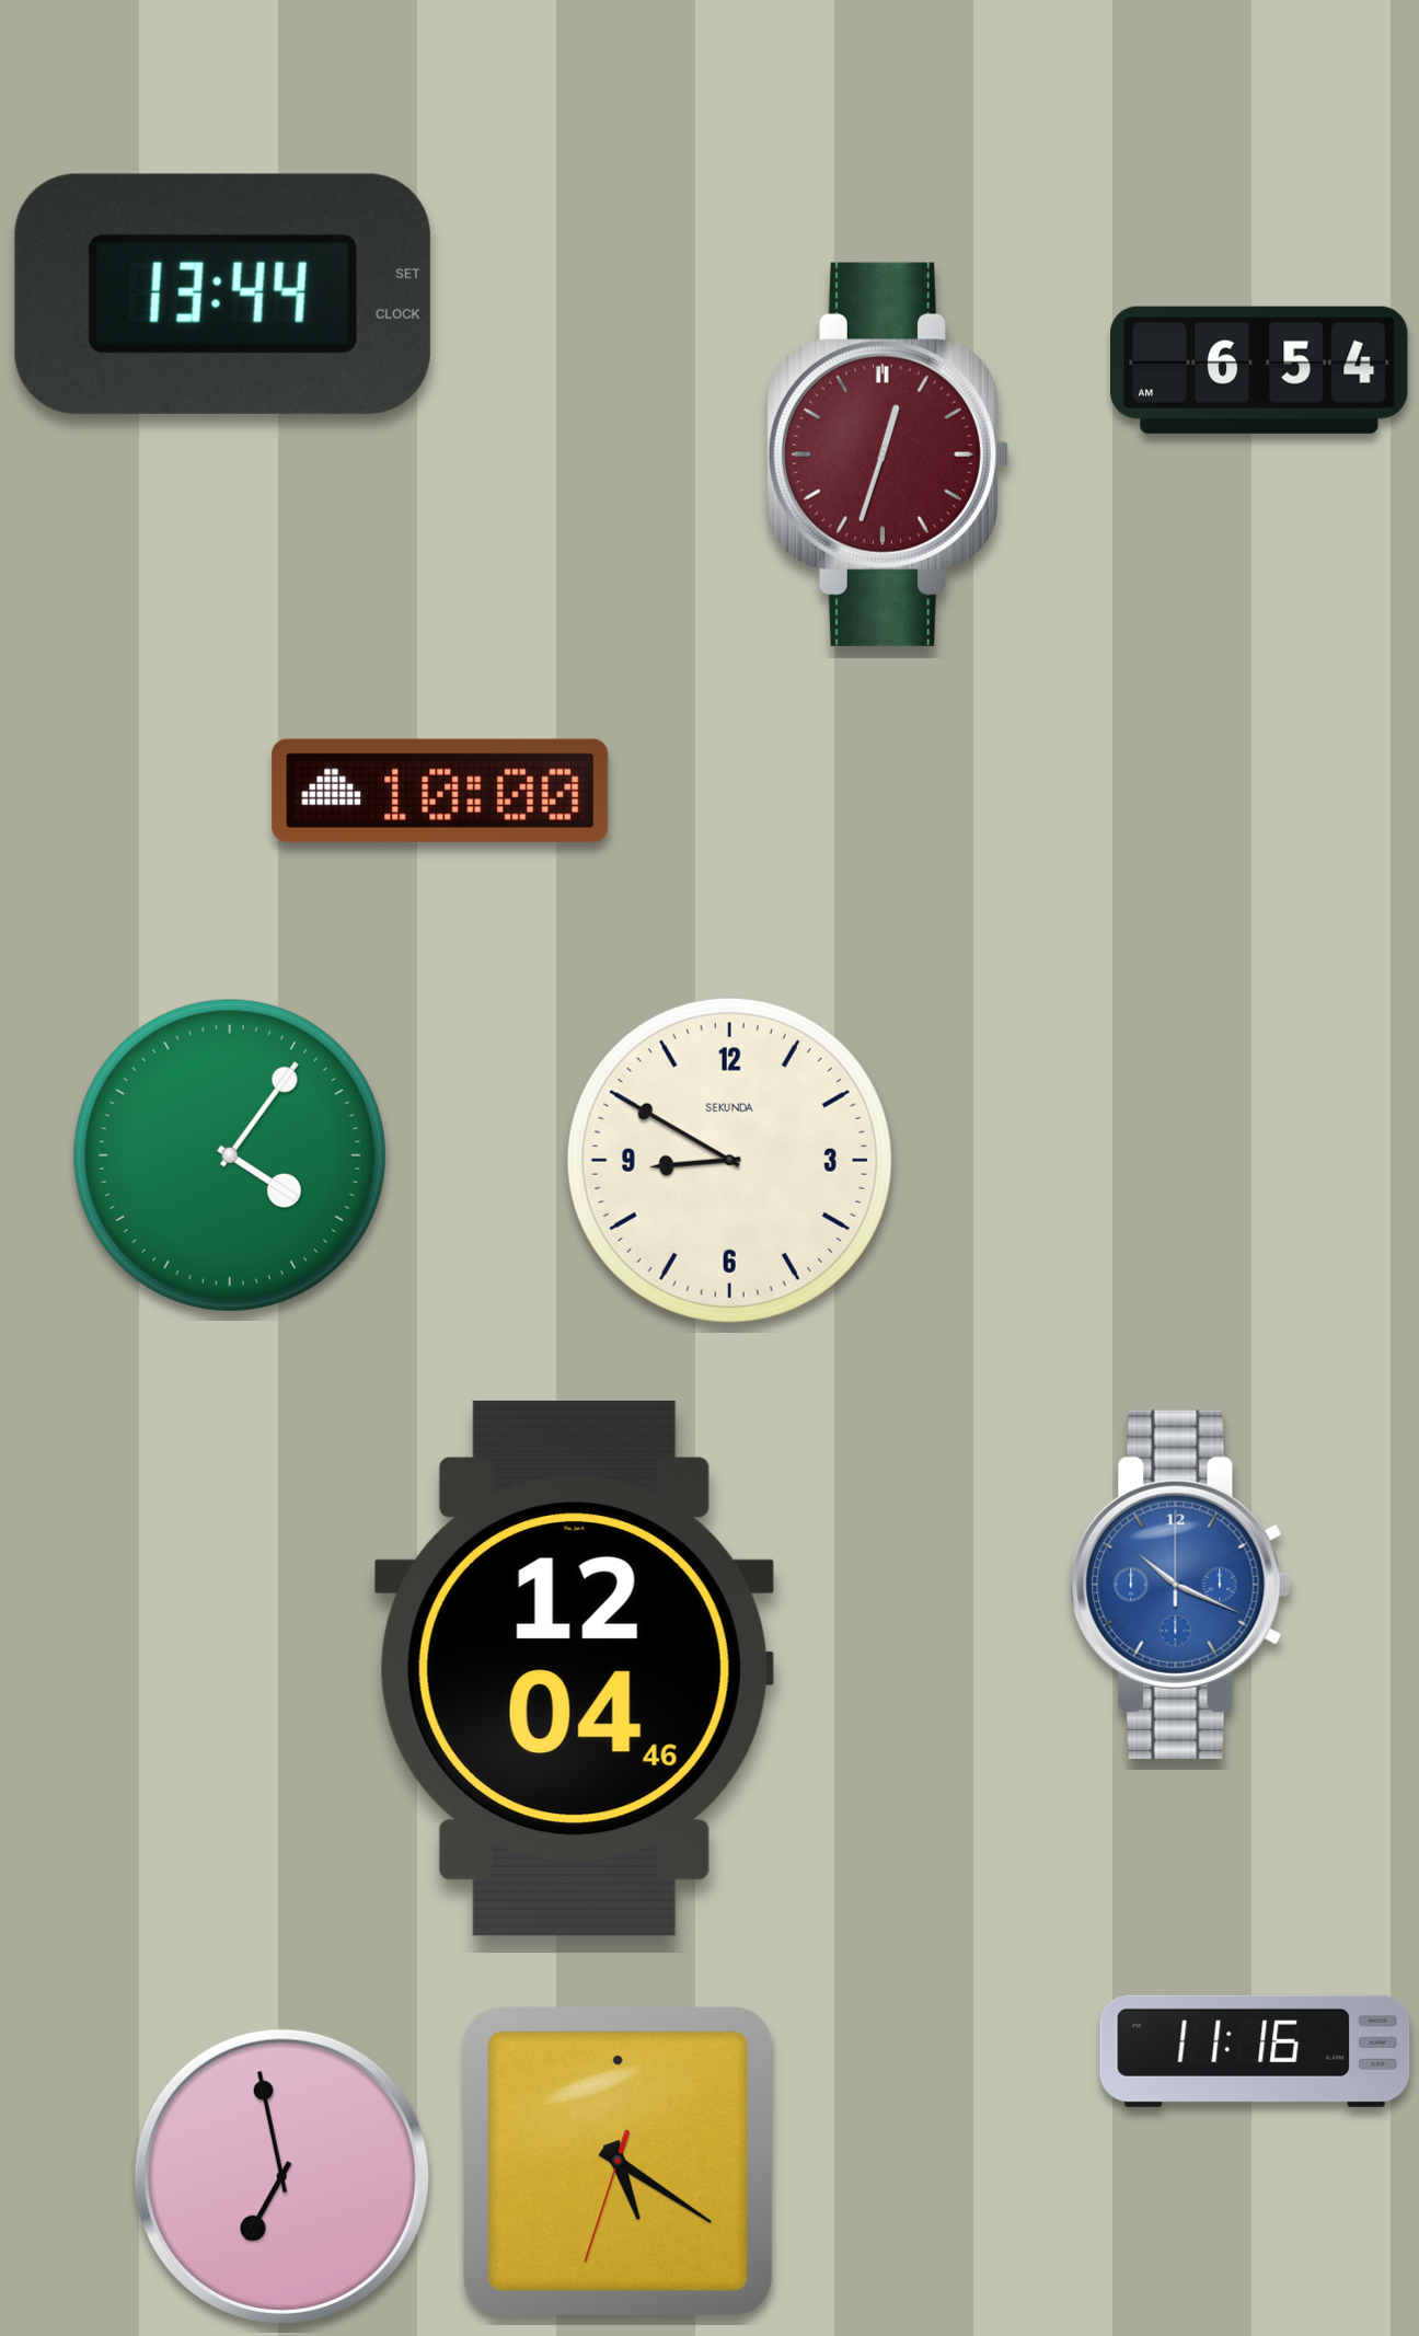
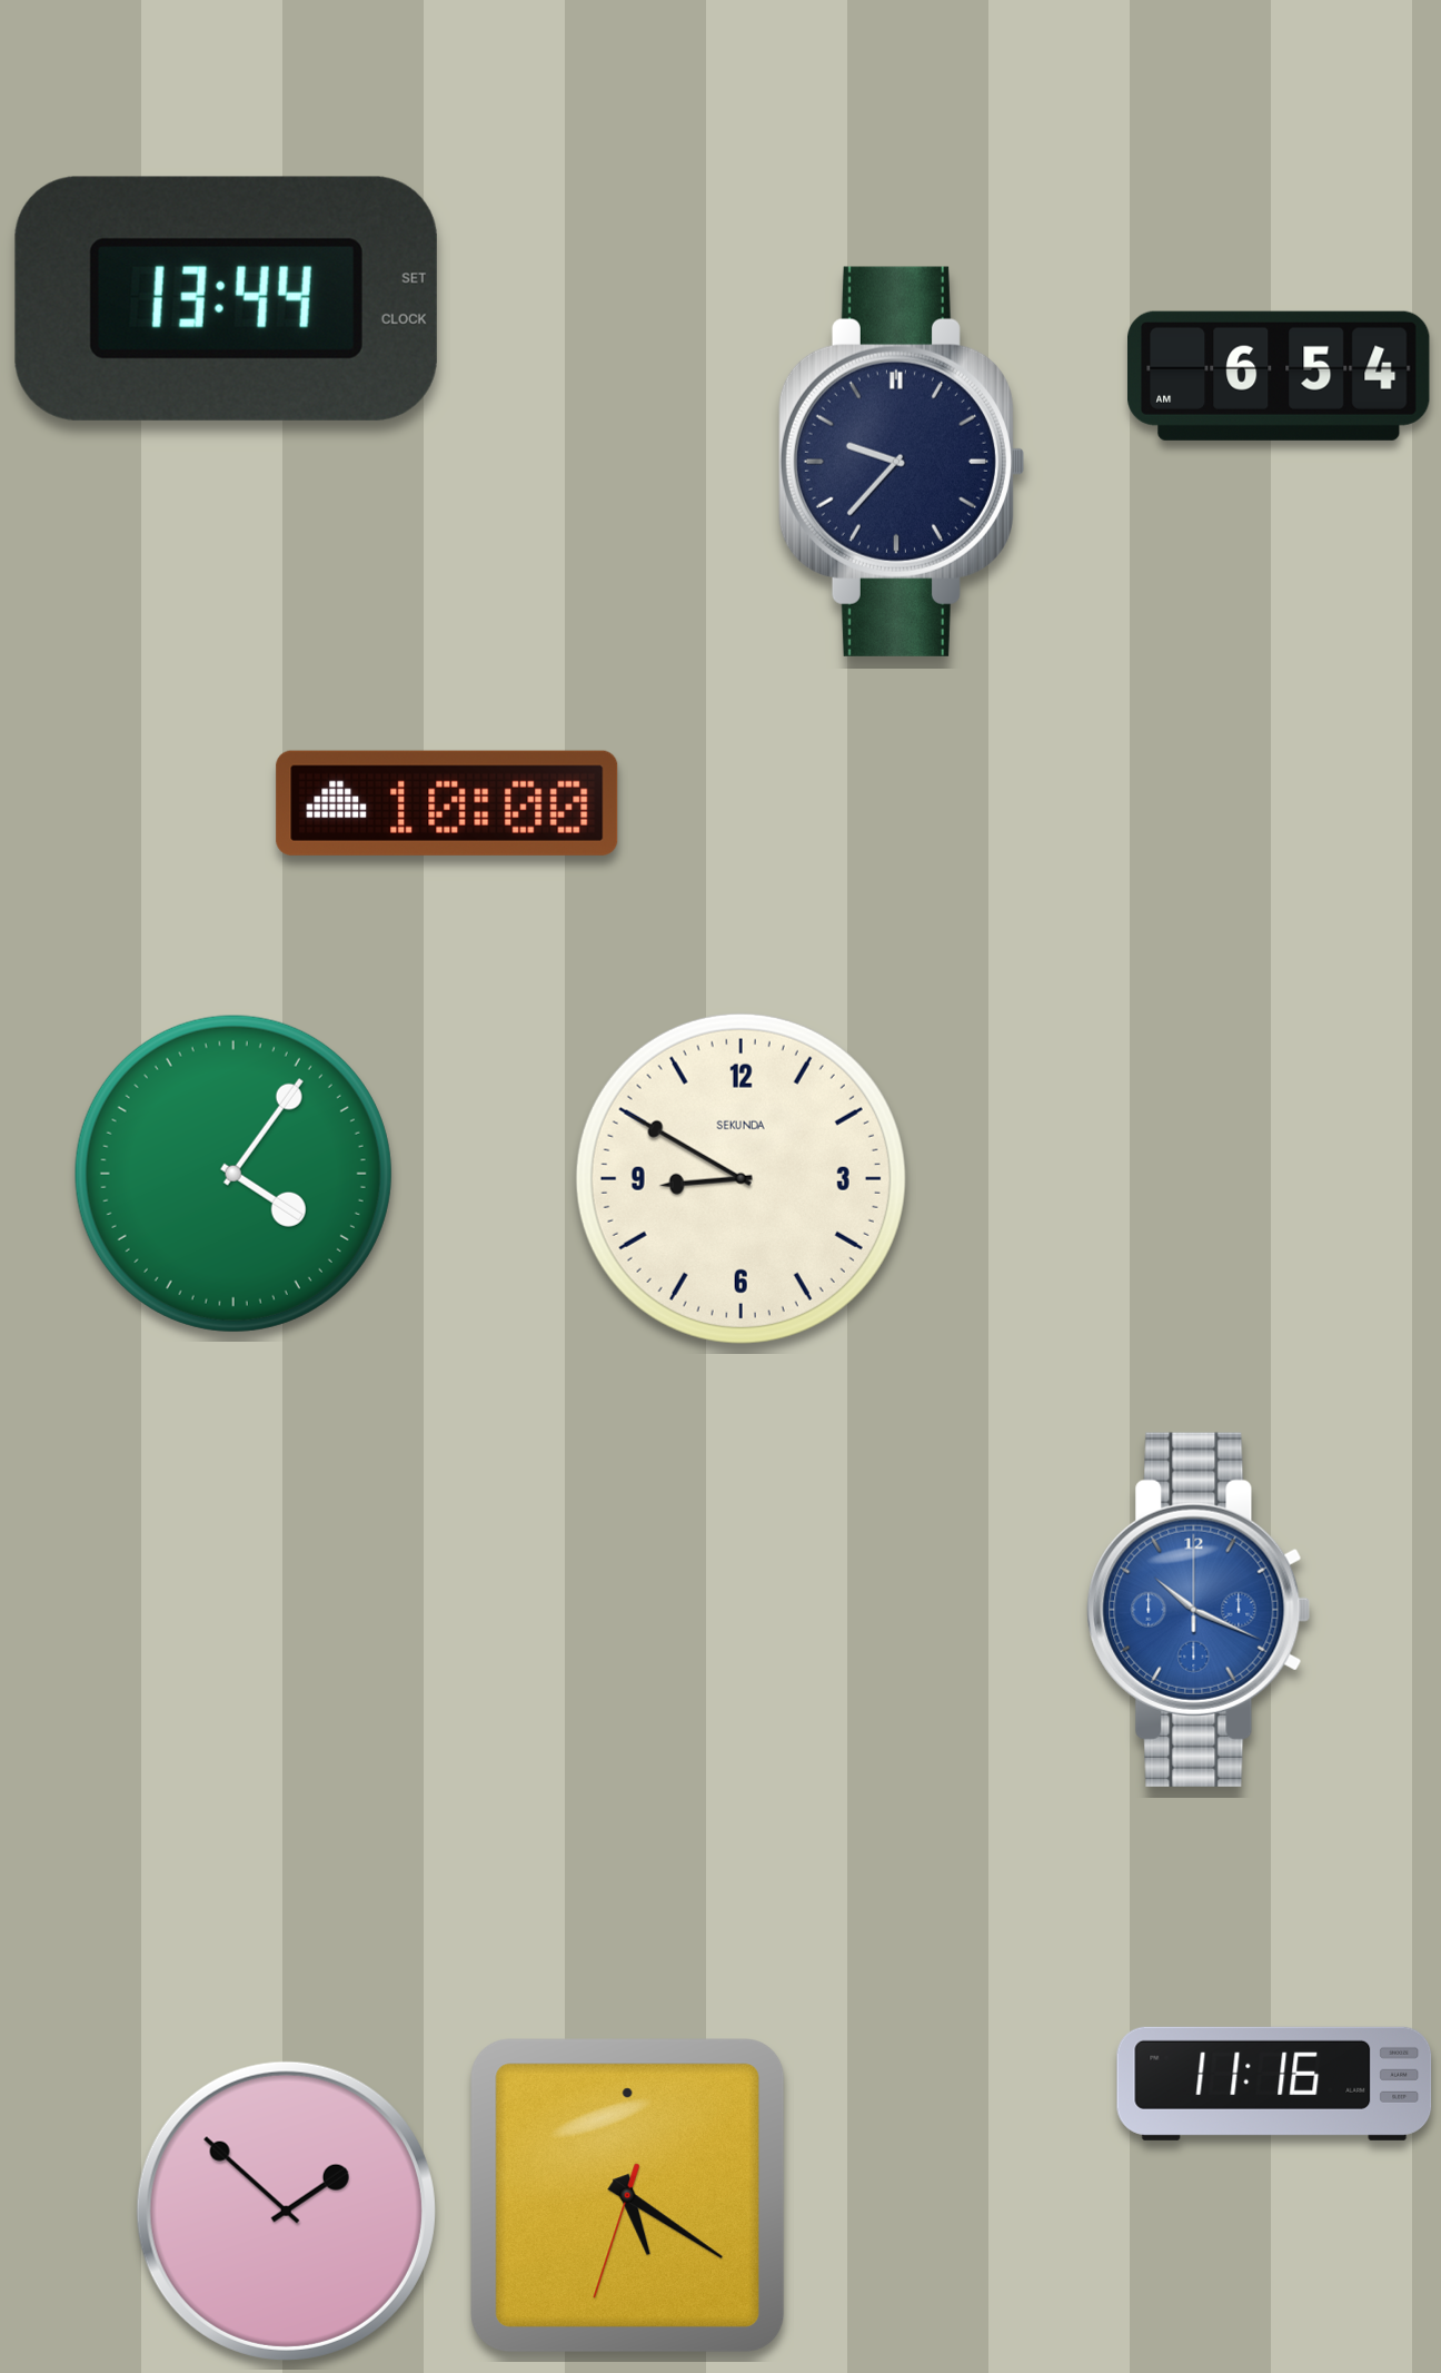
clock at (887, 454): 12:33 -> 9:37
clock at (887, 454) dial: burgundy -> navy
clock at (574, 1668): 12:04 -> none
clock at (281, 2176): 6:58 -> 1:52
